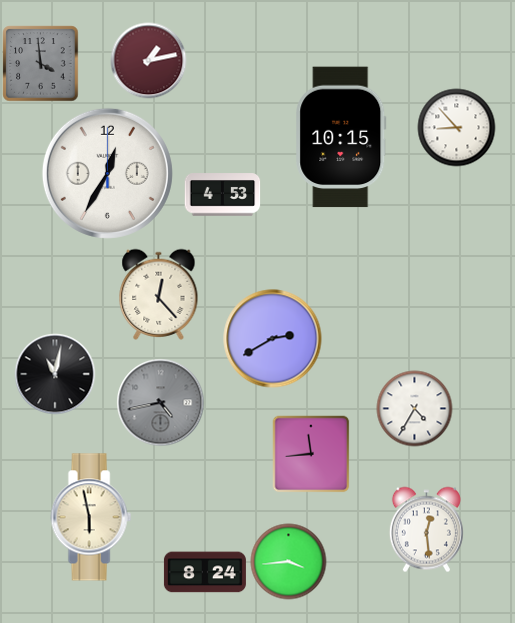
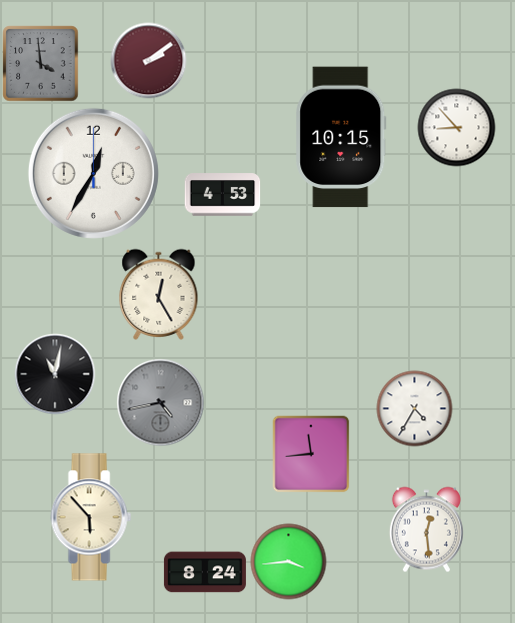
clock at (149, 61): 1:13 -> 2:09
clock at (107, 173) position: (107, 173) -> (93, 173)
clock at (159, 294): 12:23 -> 12:25
clock at (273, 339): 2:40 -> none
clock at (91, 517): 5:58 -> 5:53
